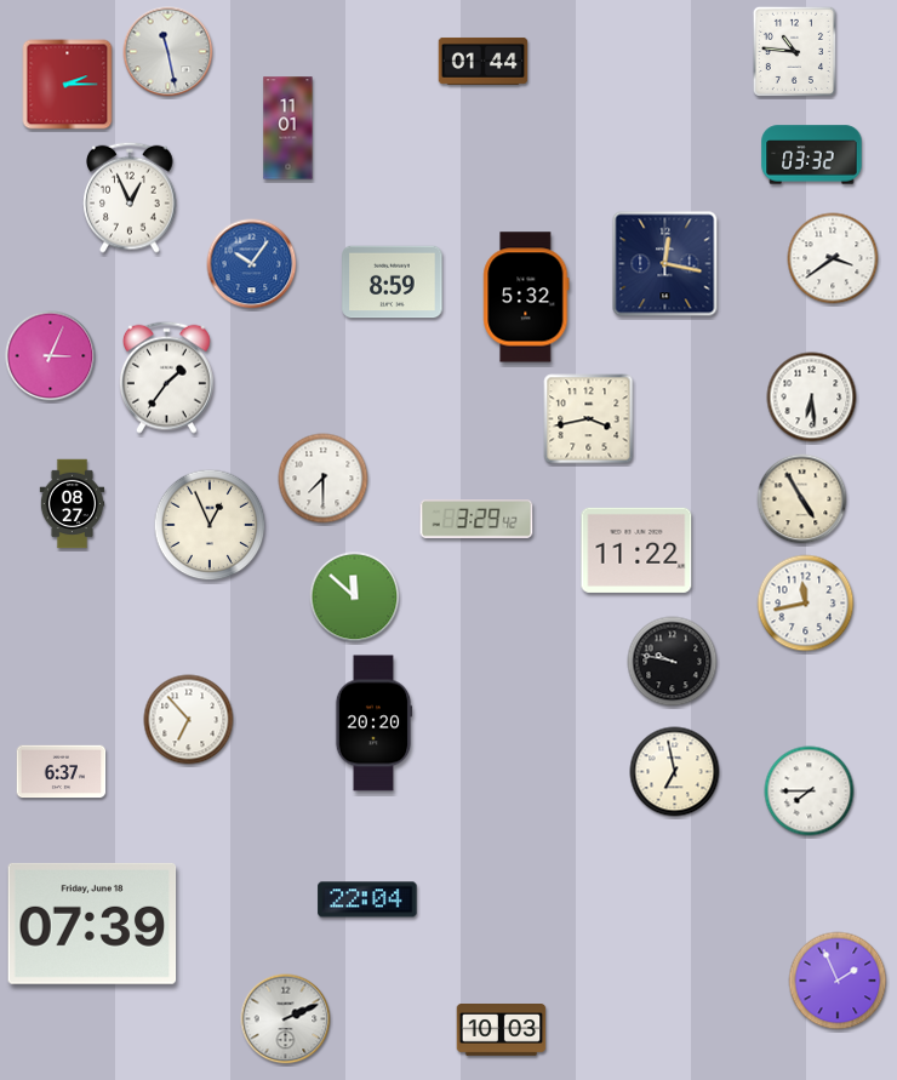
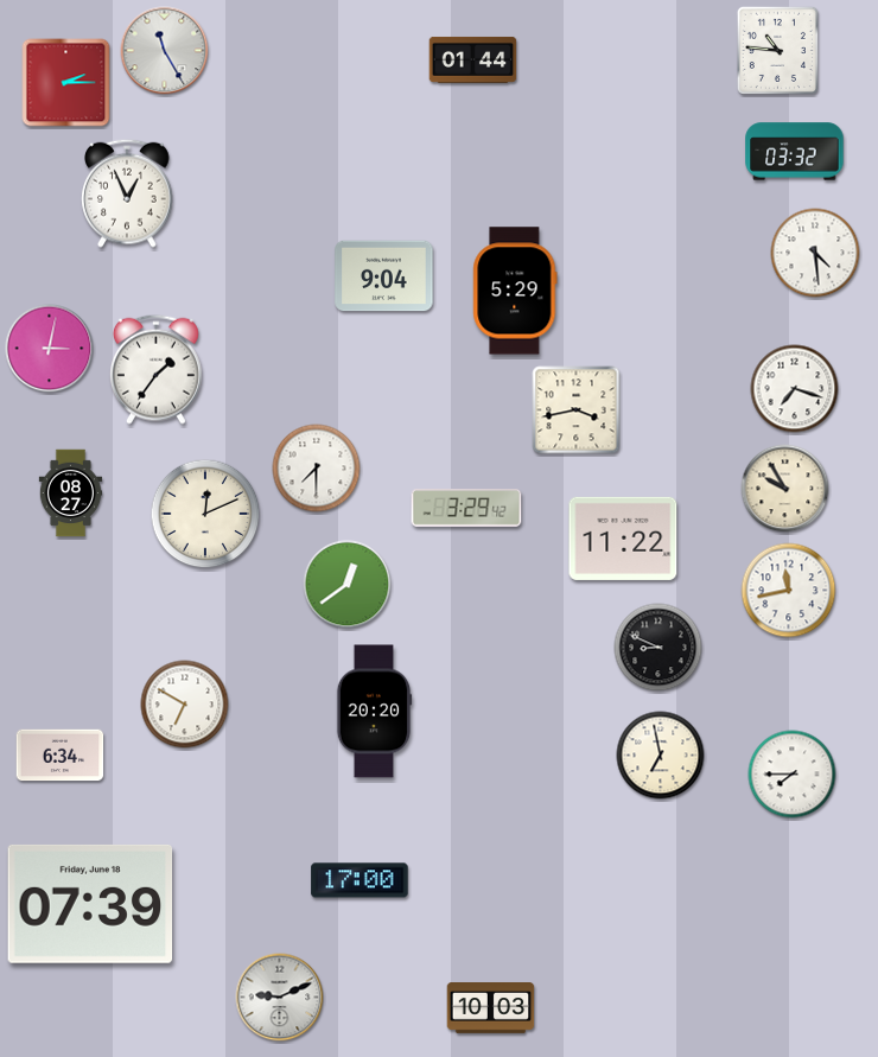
clock at (168, 52): 11:28 -> 11:25
clock at (288, 128): 11:01 -> none
clock at (833, 258): 3:39 -> 4:29
clock at (252, 264): 10:06 -> none
clock at (665, 264): 12:17 -> none
clock at (393, 282): 8:59 -> 9:04
clock at (526, 297): 5:32 -> 5:29
clock at (51, 356): 3:04 -> 3:02
clock at (166, 377) position: (166, 377) -> (155, 369)
clock at (812, 398): 6:29 -> 7:18
clock at (802, 499): 4:55 -> 9:55
clock at (210, 525): 12:56 -> 12:11
clock at (355, 598): 11:52 -> 12:39
clock at (673, 662): 9:47 -> 8:49
clock at (189, 720): 6:53 -> 6:50
clock at (373, 724) position: (373, 724) -> (374, 712)
clock at (62, 772): 6:37 -> 6:34
clock at (367, 899): 22:04 -> 17:00
clock at (838, 981): 1:56 -> none
clock at (286, 1019): 2:11 -> 9:11
